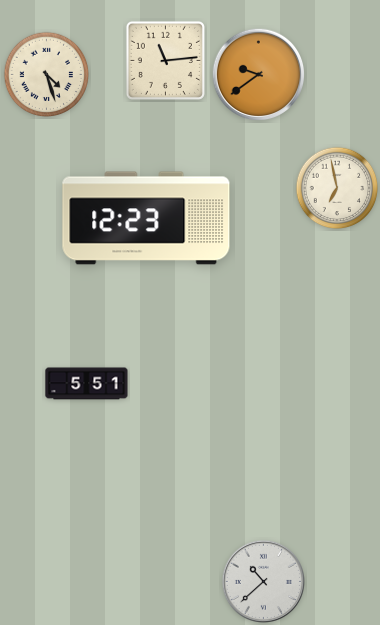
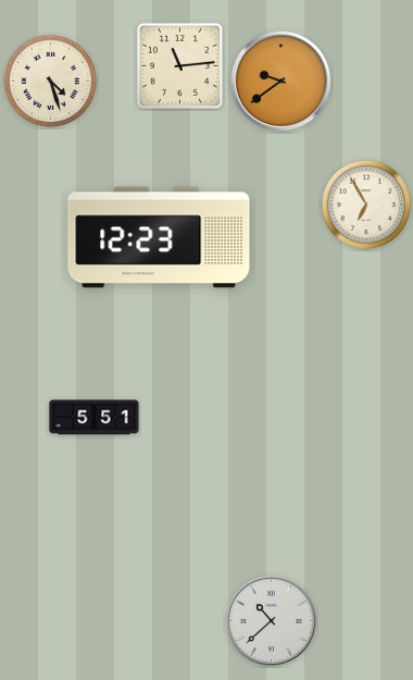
clock at (337, 188): 6:58 -> 6:55
clock at (263, 581) position: (263, 581) -> (271, 620)
